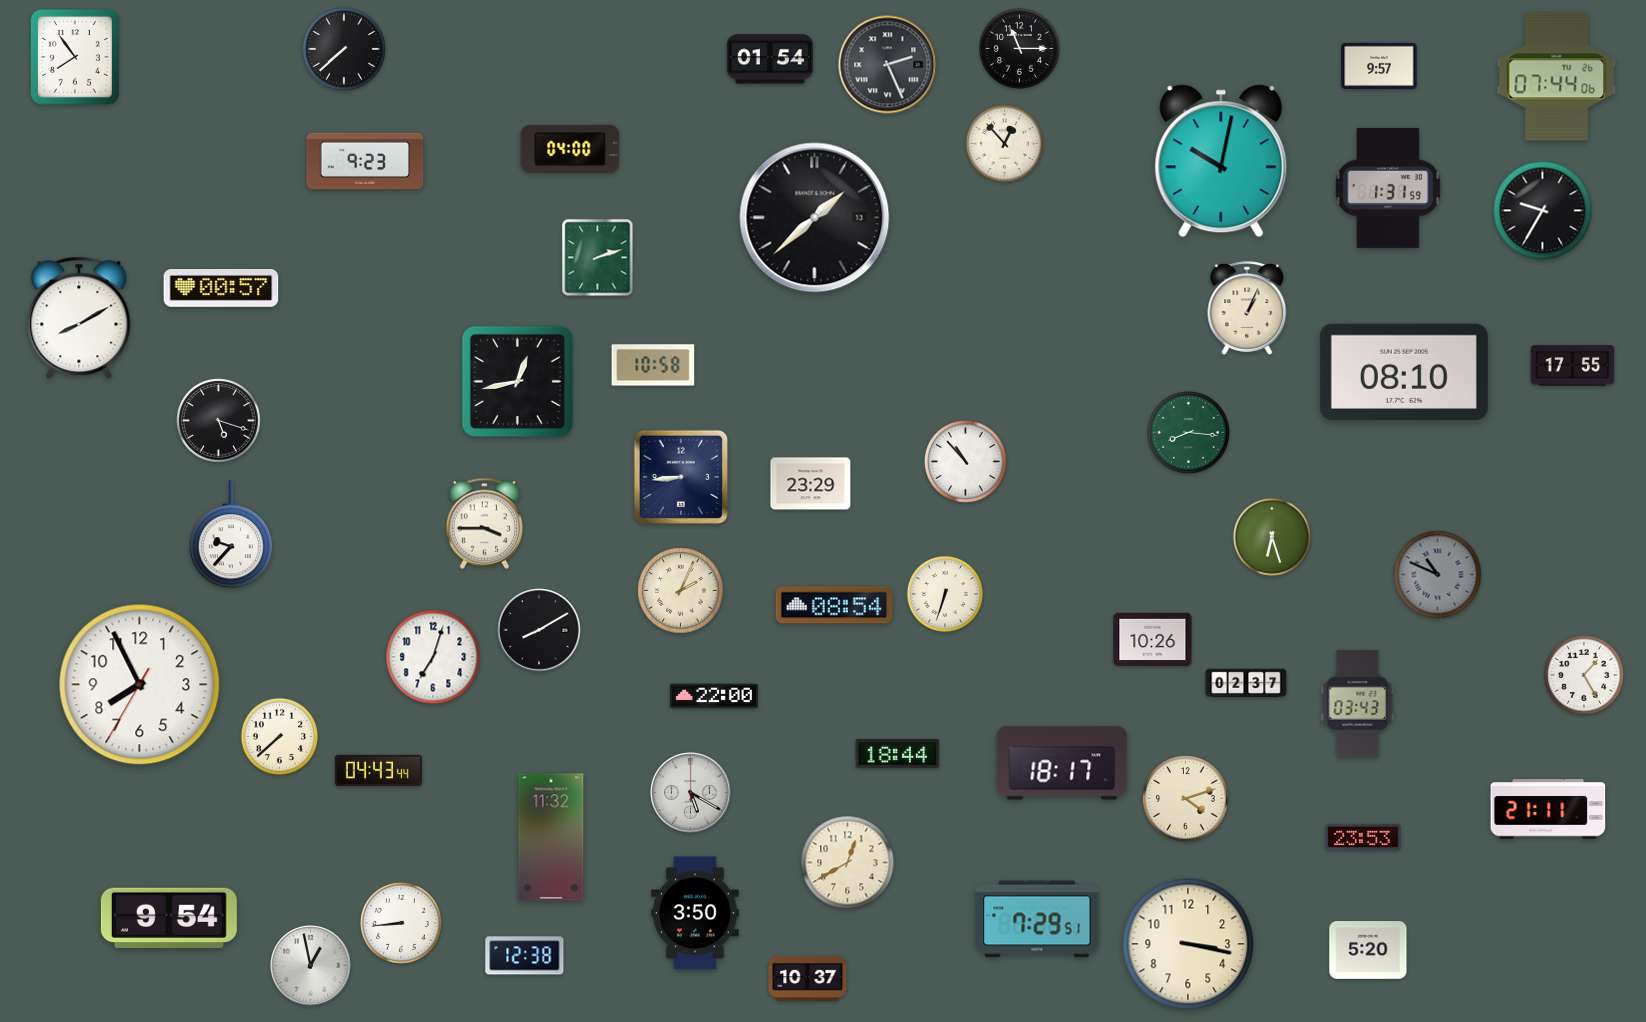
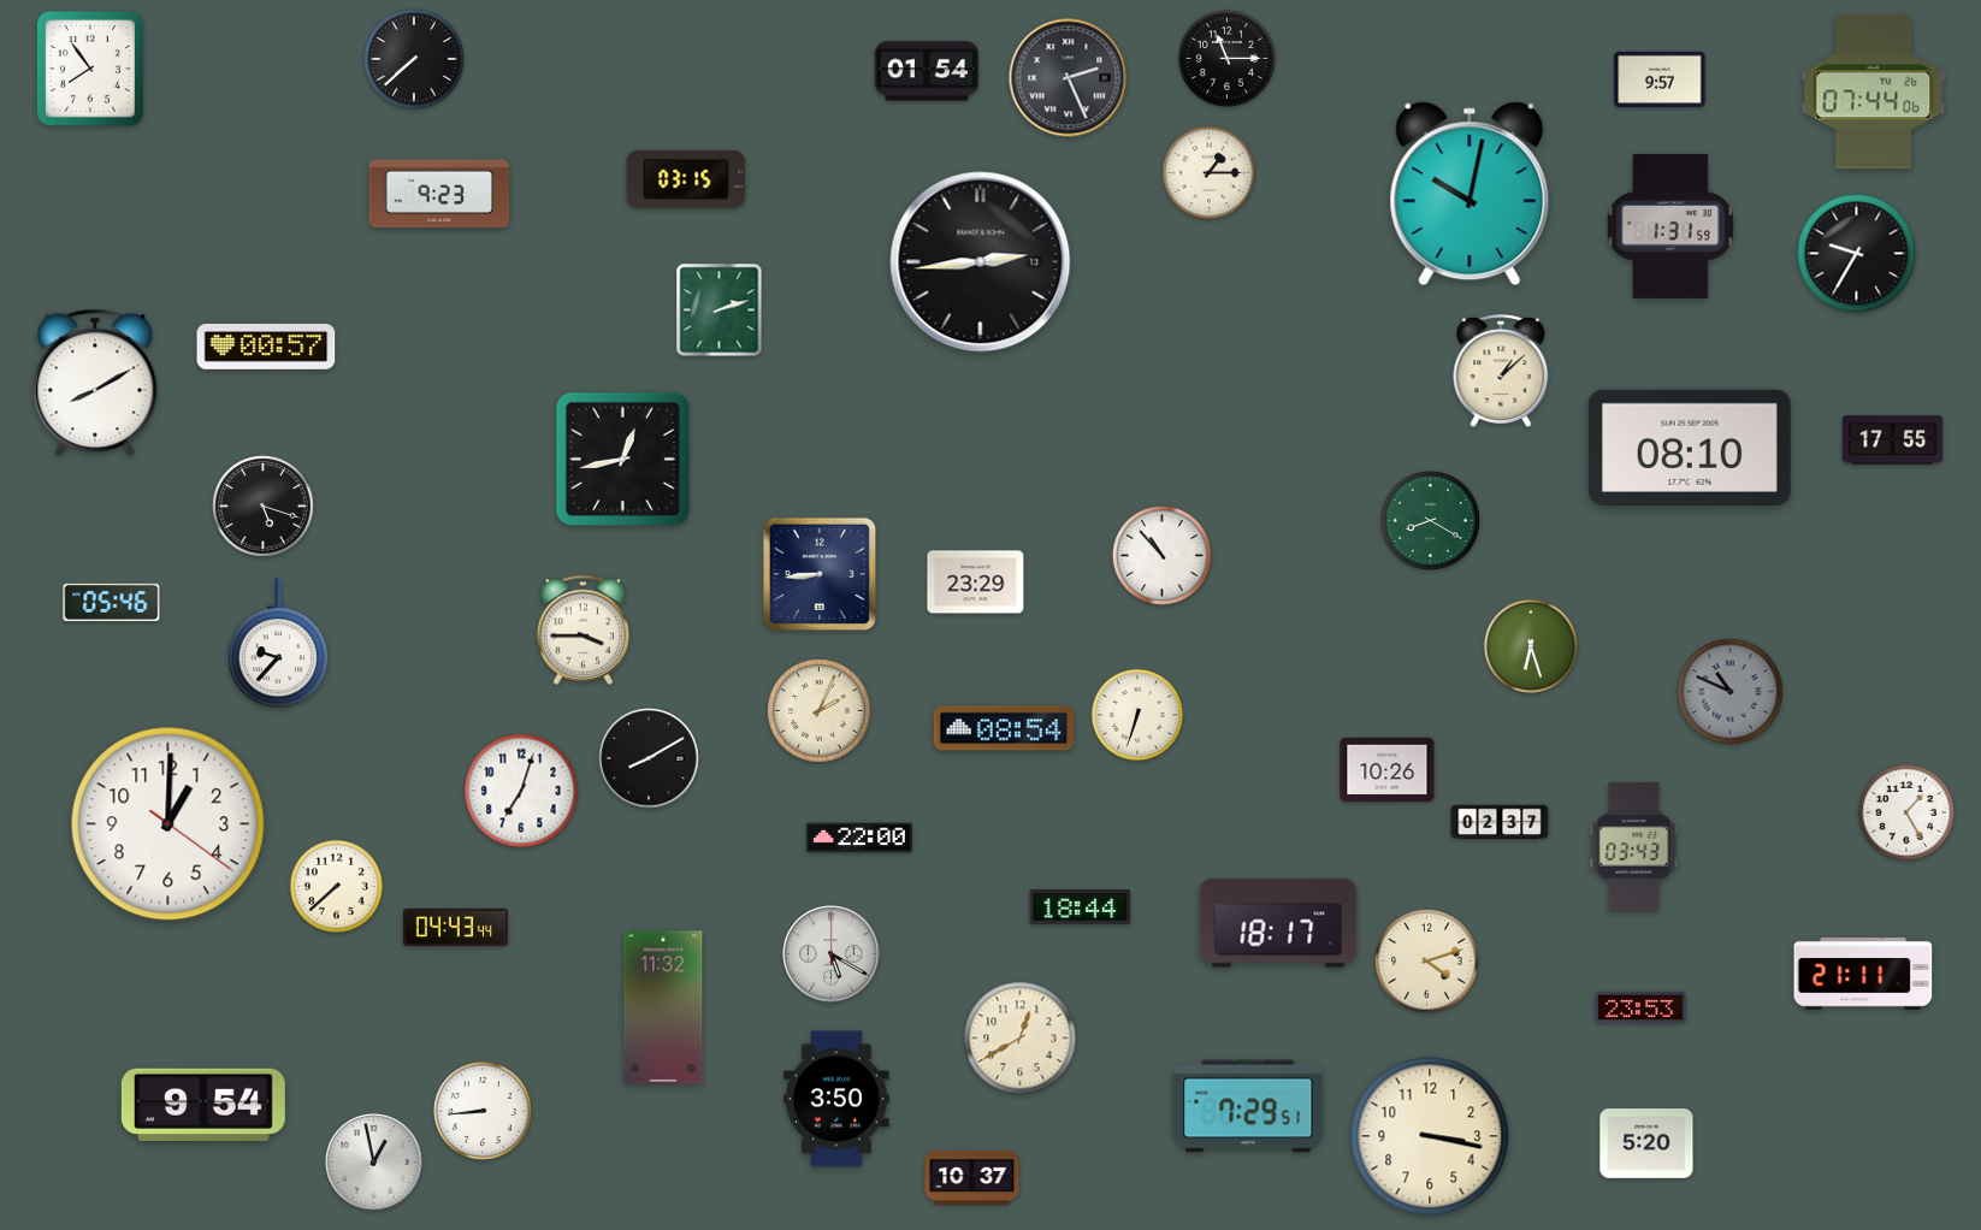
clock at (1004, 143): 12:53 -> 1:15
clock at (570, 149): 04:00 -> 03:15
clock at (815, 218): 1:38 -> 2:44
clock at (1247, 308): 1:04 -> 1:08
clock at (653, 365): 10:58 -> none
clock at (1189, 433): 8:16 -> 8:20
clock at (112, 602): none -> 05:46
clock at (140, 685): 7:55 -> 1:00
clock at (1062, 763) position: (1062, 763) -> (1278, 923)
clock at (525, 956): 12:38 -> none
